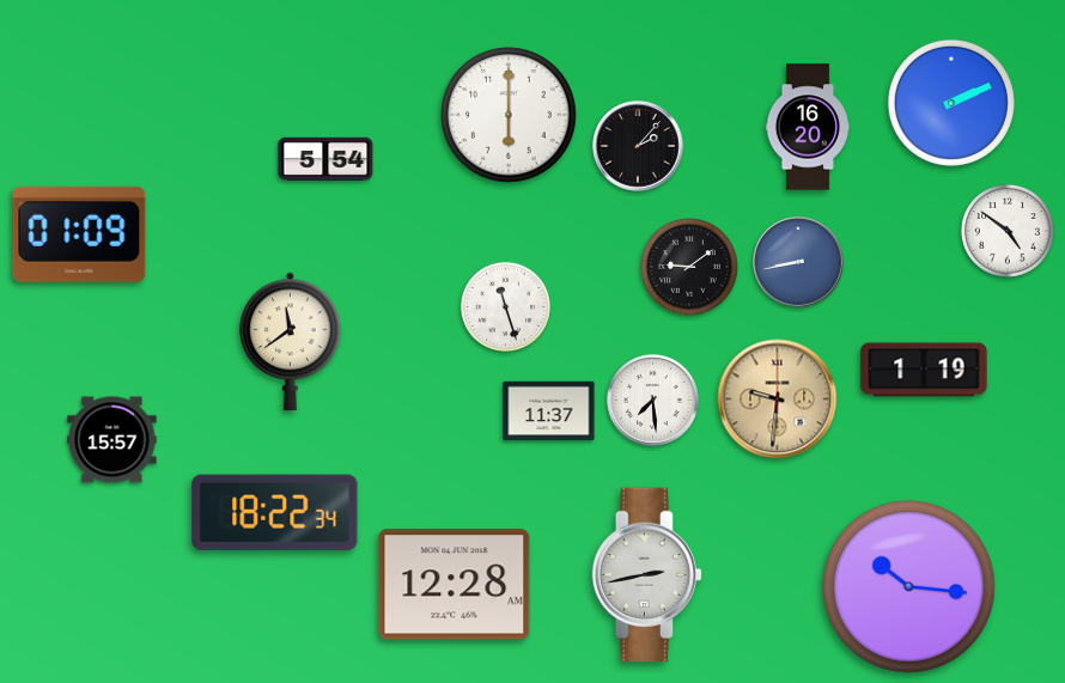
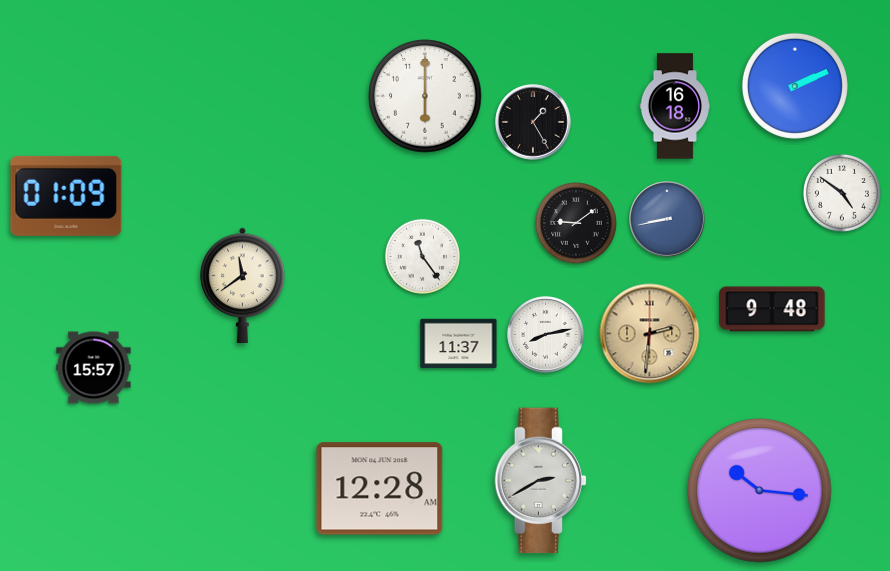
clock at (807, 127): 16:20 -> 16:18
clock at (638, 146): 2:07 -> 1:25
clock at (325, 159): 5:54 -> none
clock at (505, 306): 11:27 -> 11:24
clock at (924, 370): 1:19 -> 9:48
clock at (778, 400): 9:31 -> 2:31
clock at (653, 401): 7:29 -> 8:13
clock at (275, 512): 18:22 -> none
clock at (646, 575): 2:43 -> 2:40
